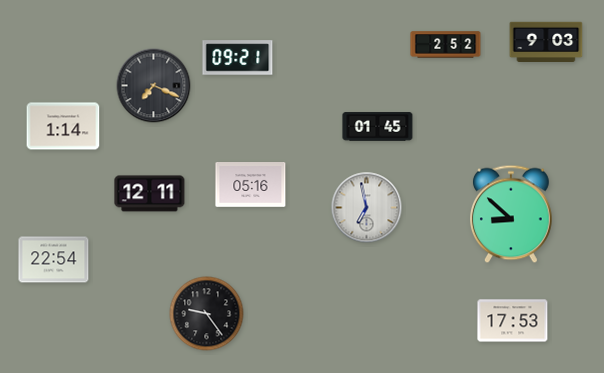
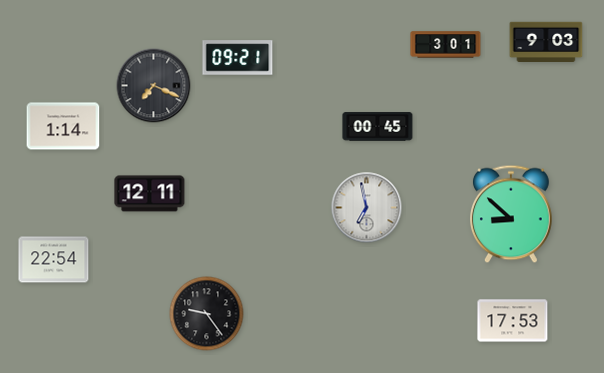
clock at (446, 45): 2:52 -> 3:01
clock at (378, 127): 01:45 -> 00:45
clock at (251, 185): 05:16 -> none
